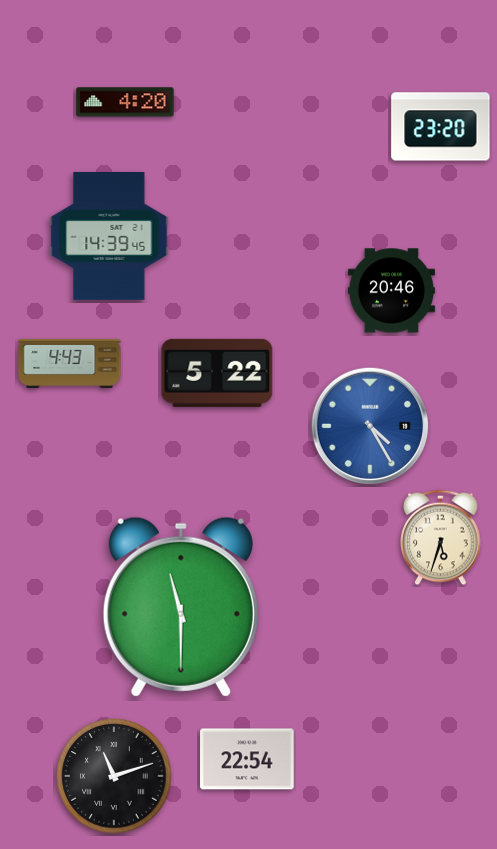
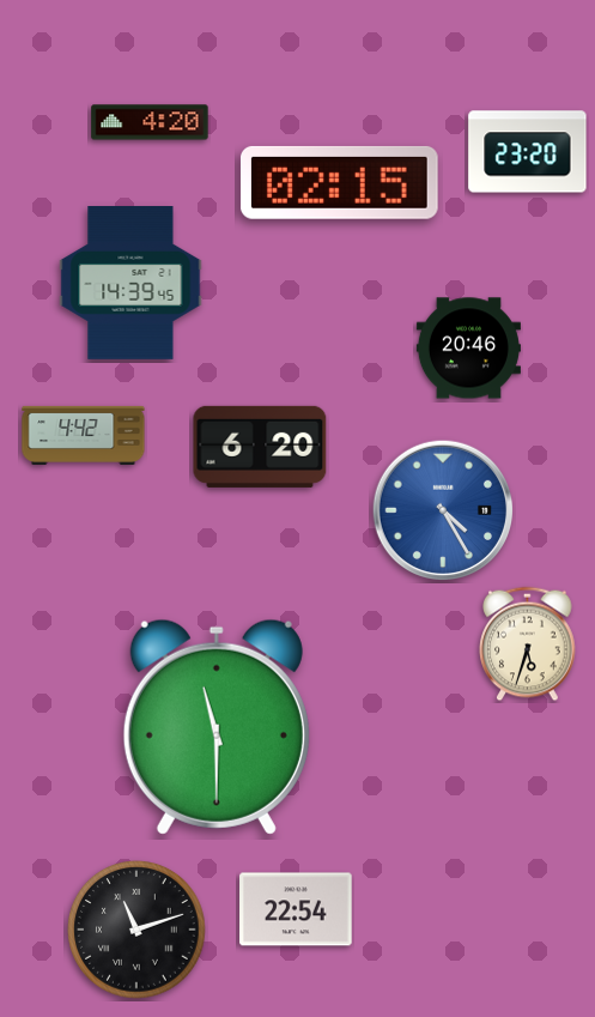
clock at (339, 182): none -> 02:15
clock at (70, 363): 4:43 -> 4:42
clock at (217, 373): 5:22 -> 6:20
